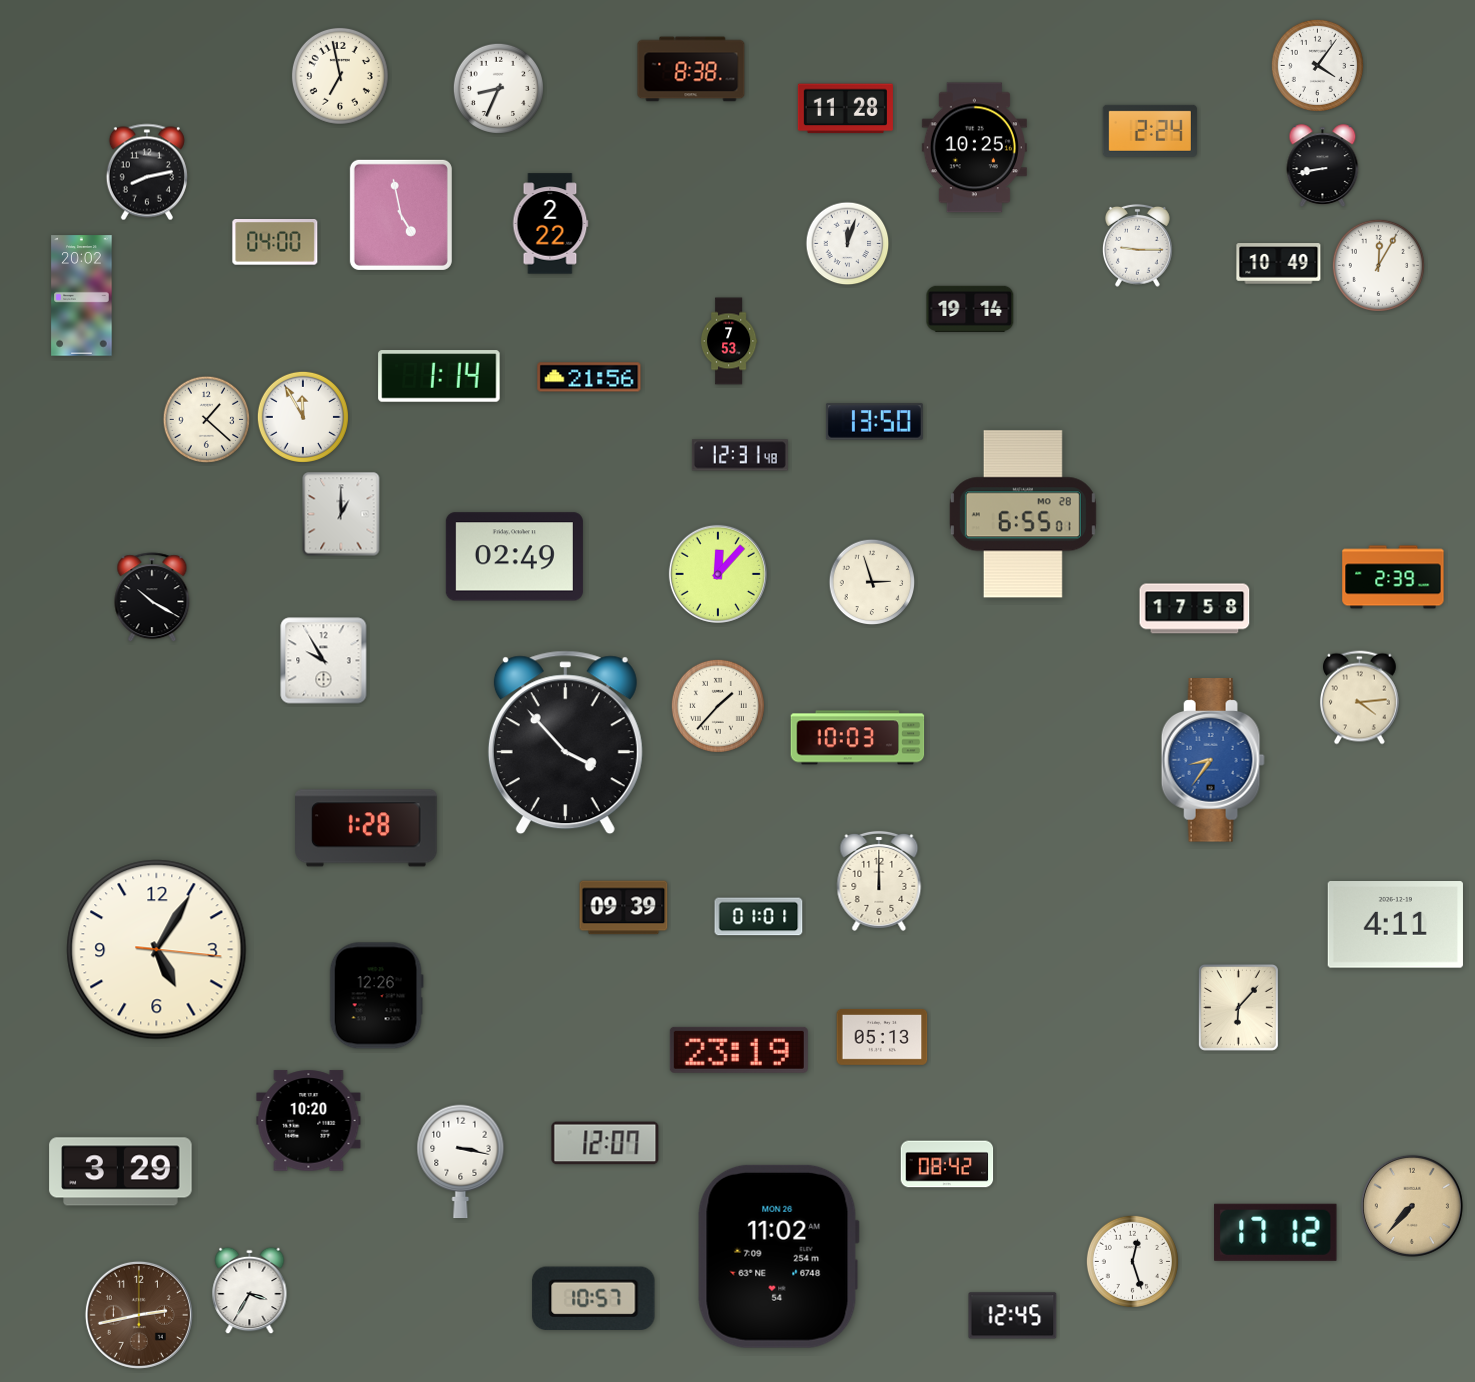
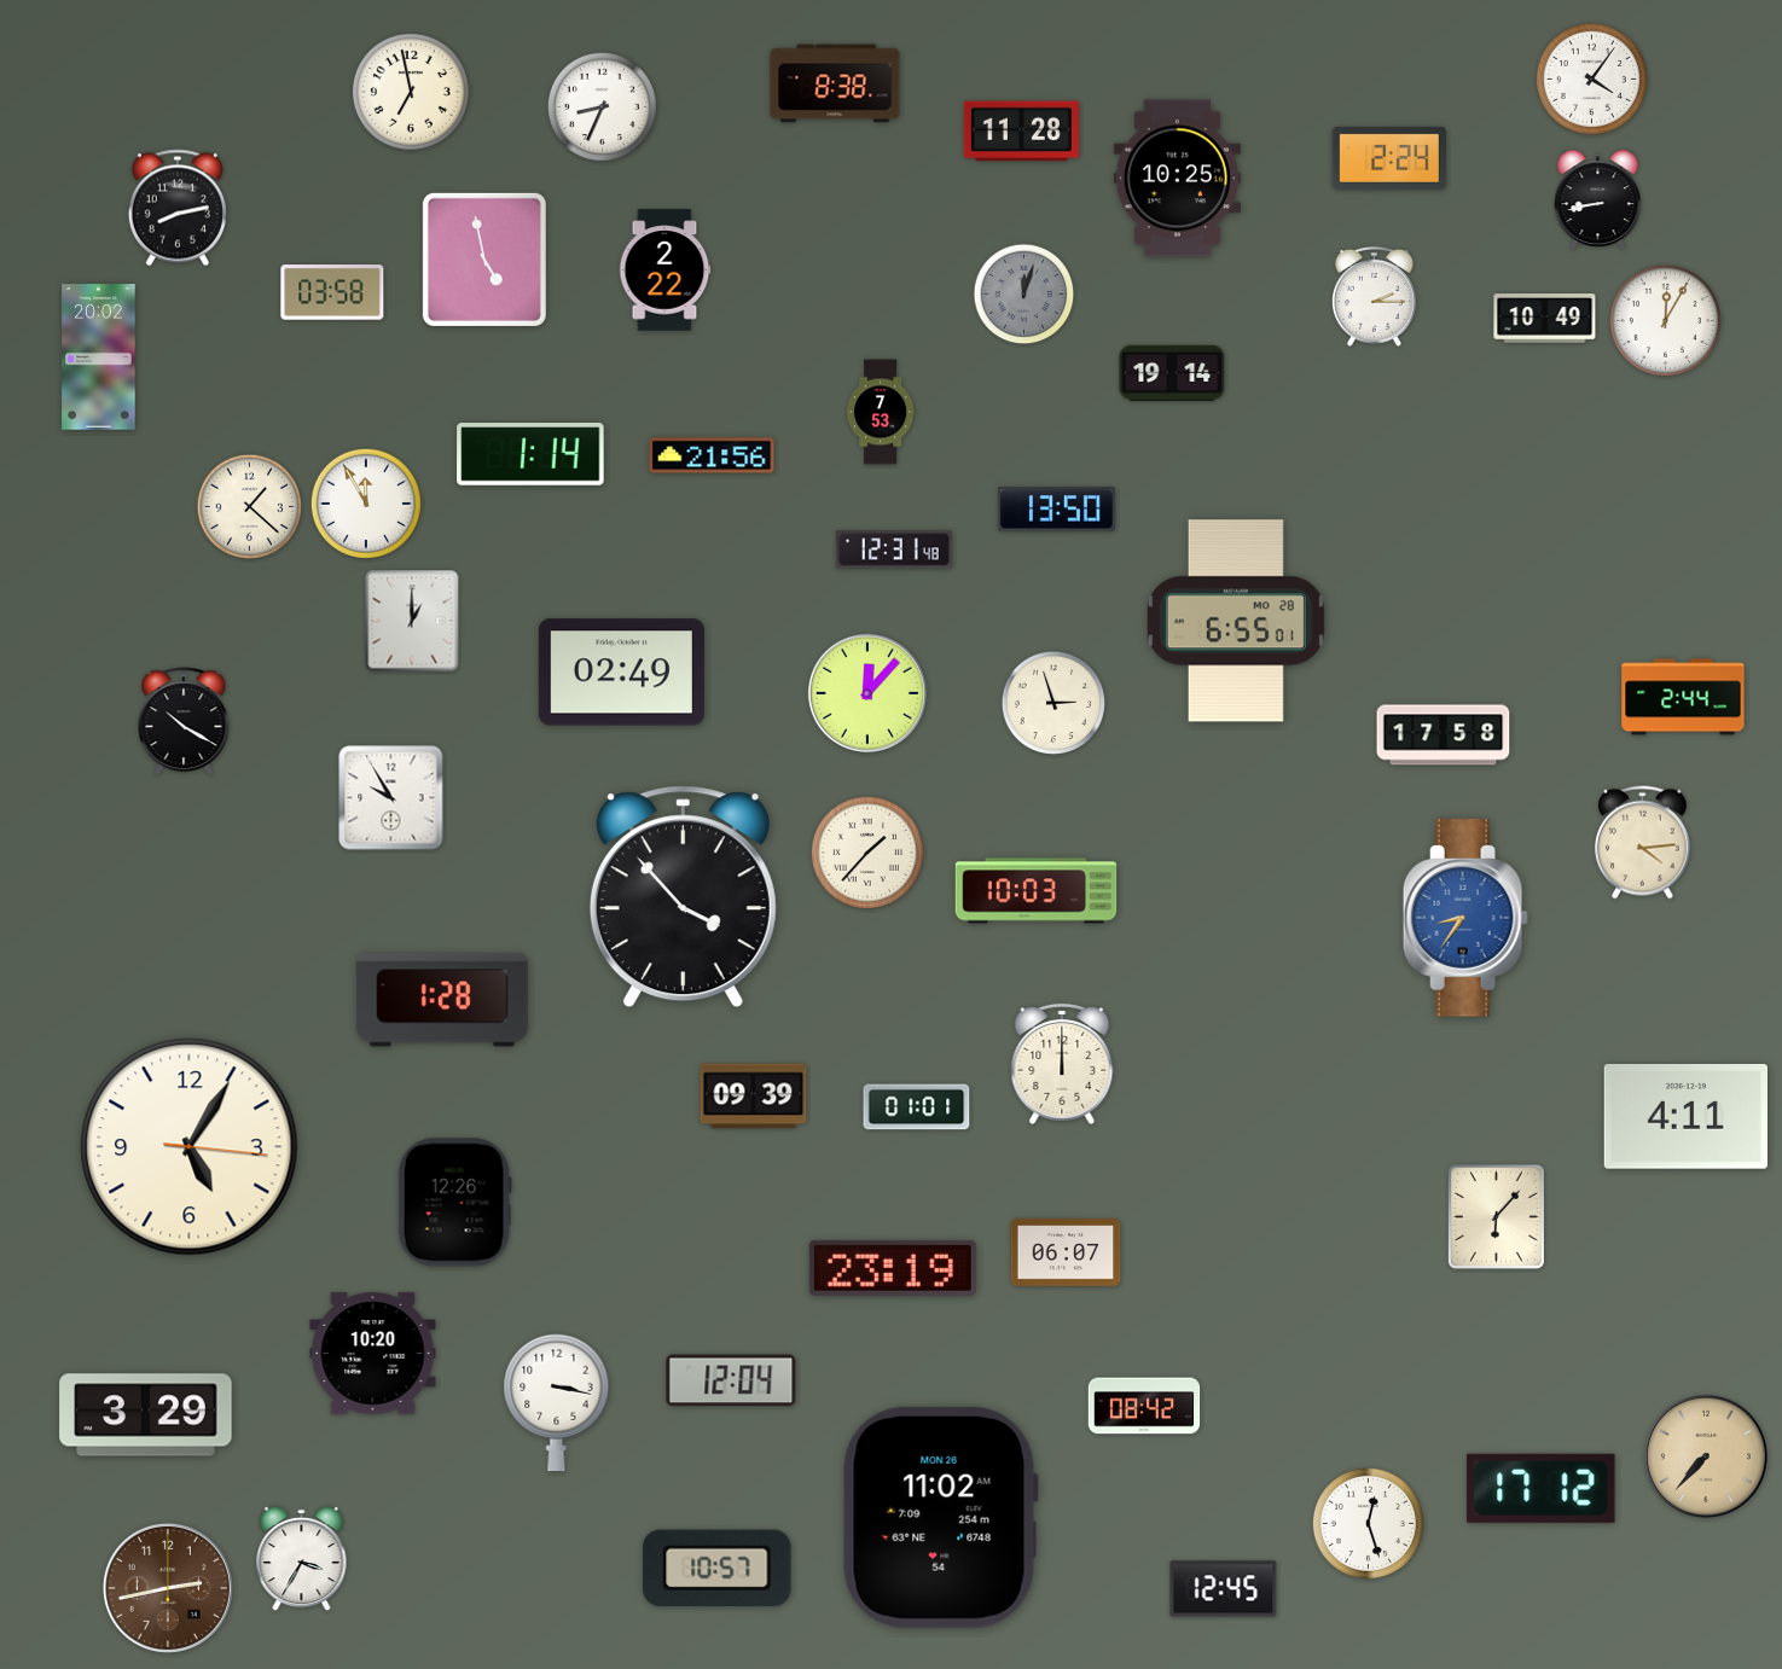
clock at (275, 243): 04:00 -> 03:58
clock at (848, 244) dial: white -> grey
clock at (1137, 245): 9:15 -> 2:15
clock at (1393, 577): 2:39 -> 2:44
clock at (882, 1037): 05:13 -> 06:07
clock at (605, 1143): 12:07 -> 12:04
